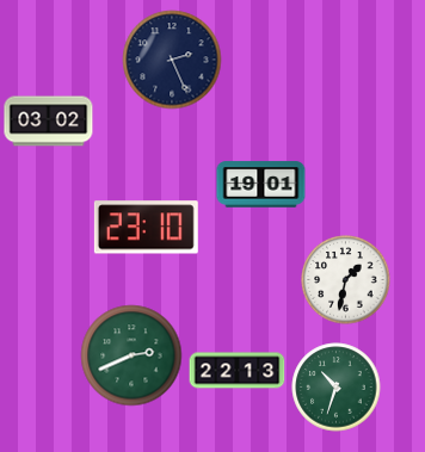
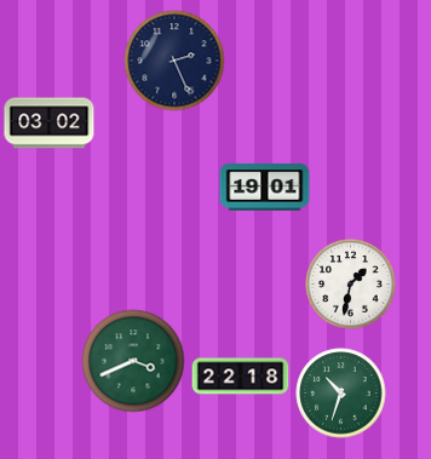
clock at (146, 228): 23:10 -> none
clock at (131, 355): 2:41 -> 3:41
clock at (238, 371): 22:13 -> 22:18
